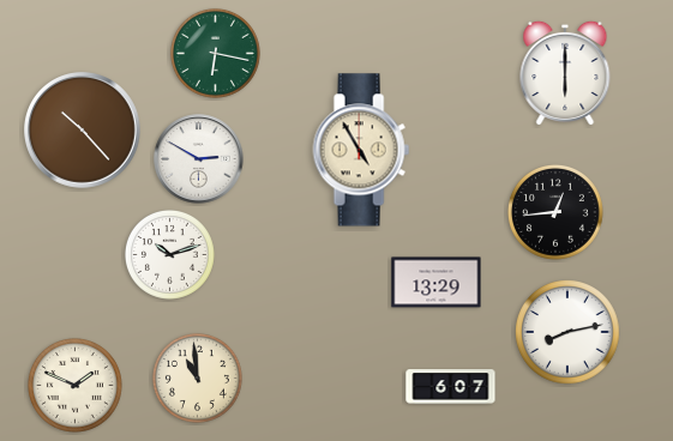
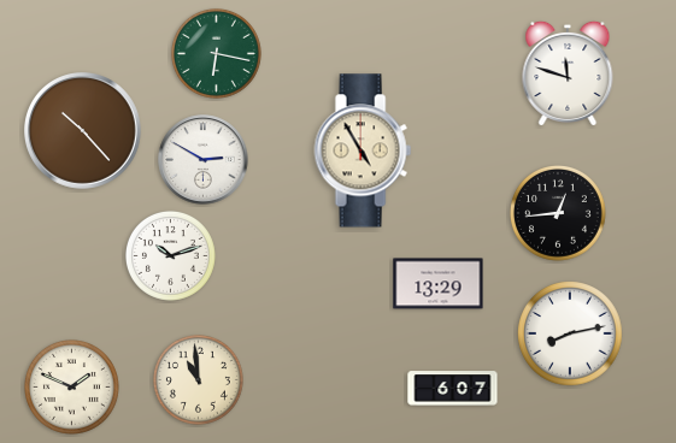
clock at (565, 72): 6:00 -> 11:48
clock at (199, 159) position: (199, 159) -> (204, 160)
clock at (74, 385) position: (74, 385) -> (71, 386)
